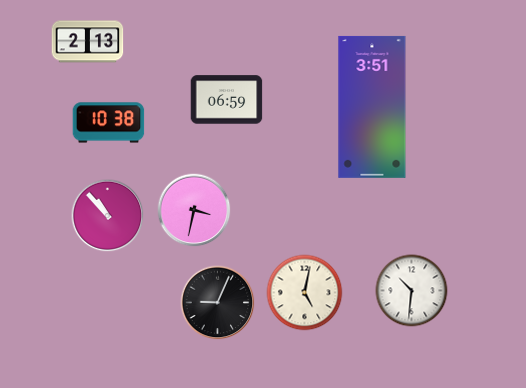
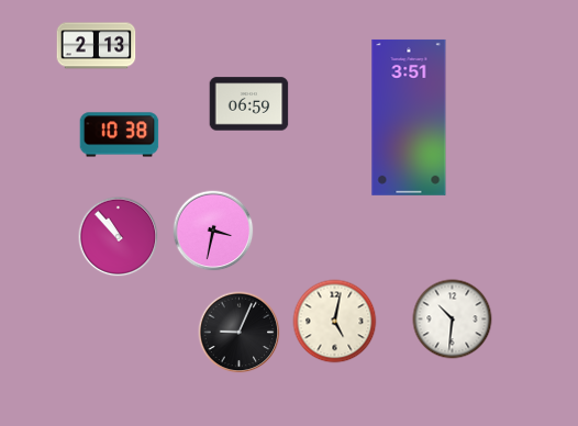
clock at (227, 100) position: (227, 100) -> (249, 104)
